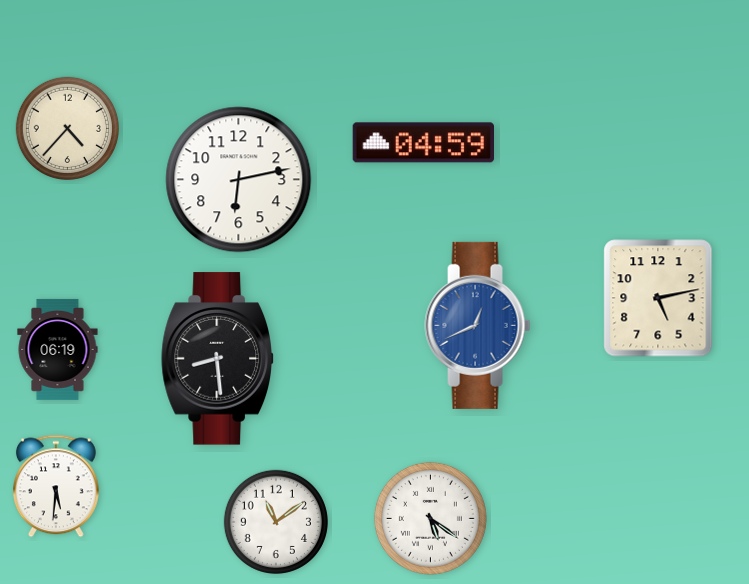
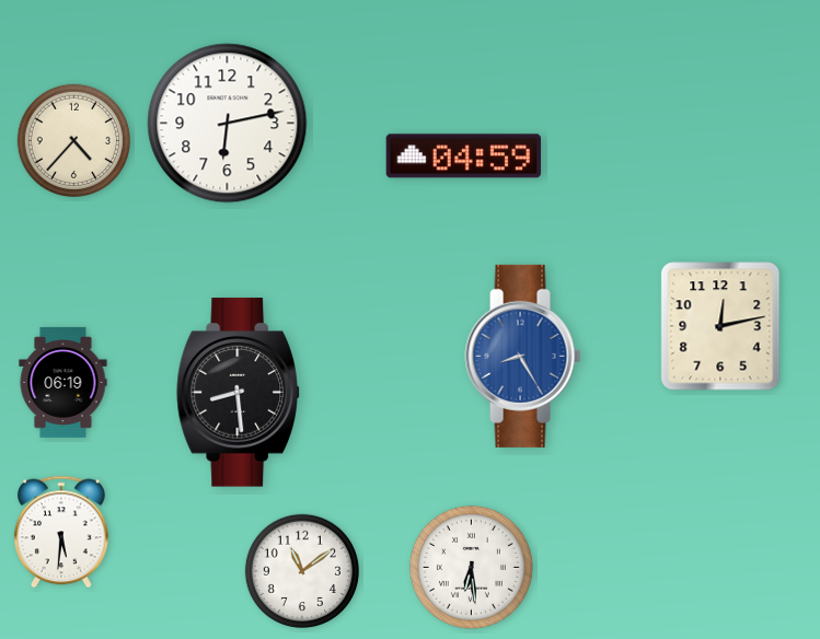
clock at (239, 180) position: (239, 180) -> (228, 124)
clock at (658, 298): 5:13 -> 12:13
clock at (478, 325): 12:41 -> 8:25
clock at (430, 518): 5:21 -> 6:29
